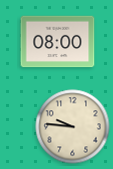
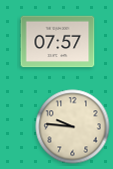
clock at (58, 42): 08:00 -> 07:57
